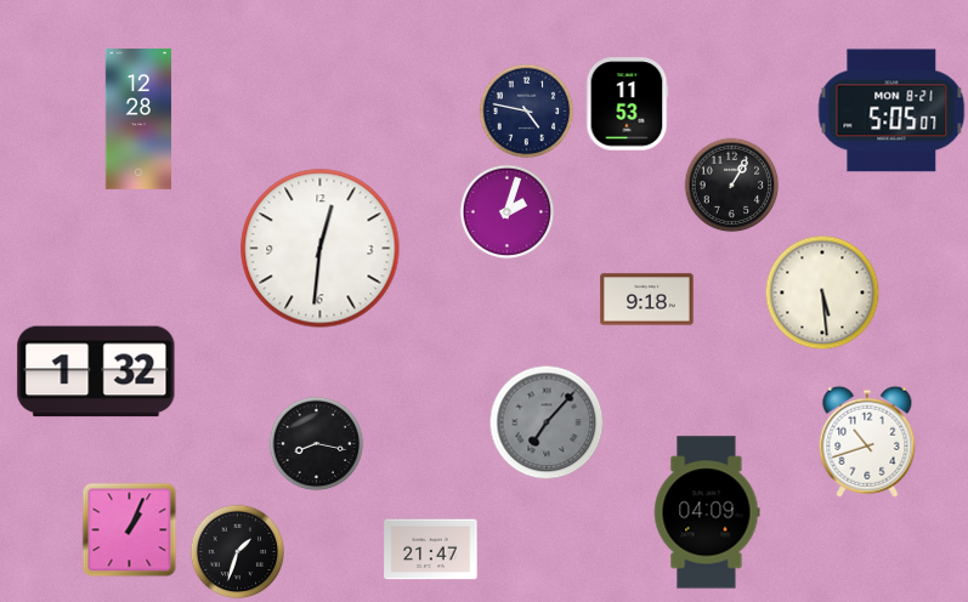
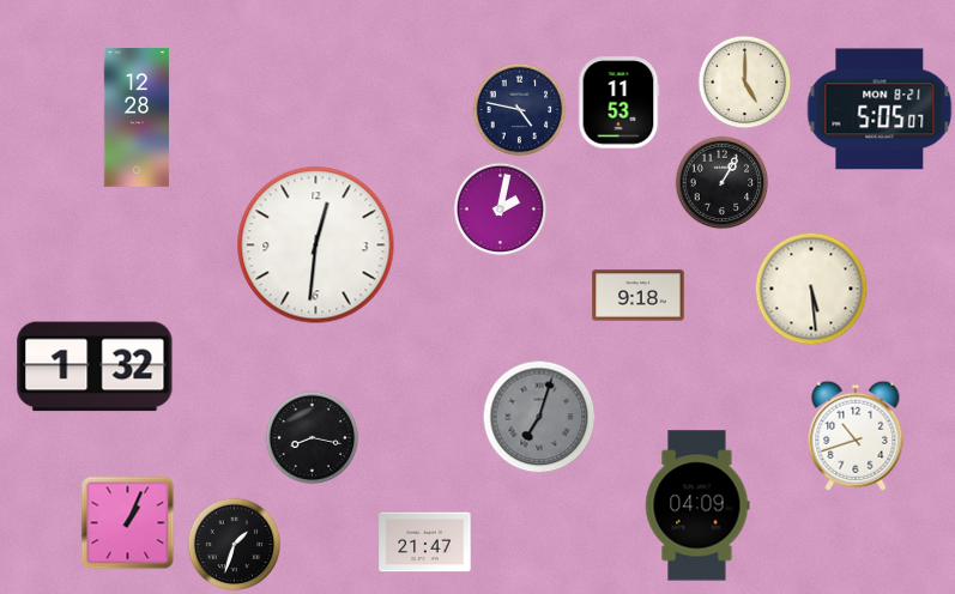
clock at (744, 81): none -> 5:00
clock at (506, 211): 2:03 -> 2:02
clock at (547, 422): 7:07 -> 7:03
